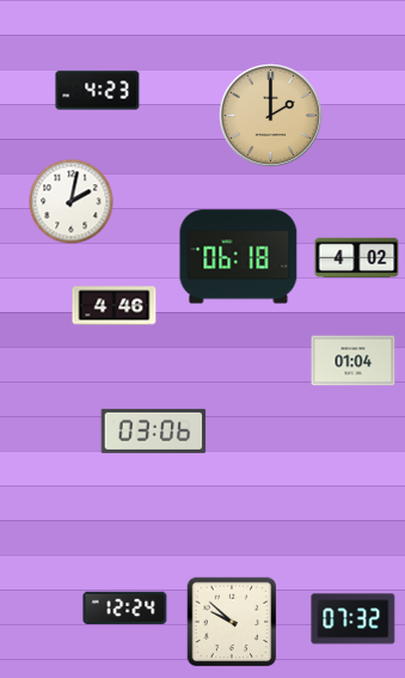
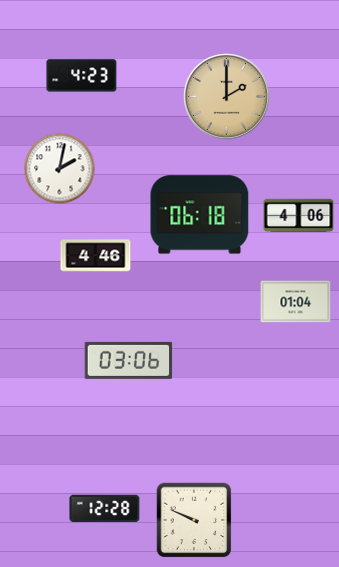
clock at (357, 258): 4:02 -> 4:06
clock at (125, 609): 12:24 -> 12:28
clock at (354, 619): 07:32 -> none
clock at (232, 622): 9:52 -> 9:49
